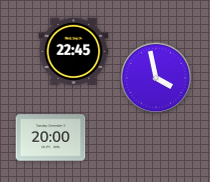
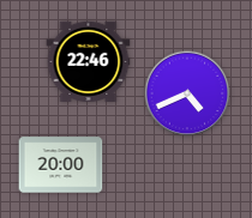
clock at (74, 51): 22:45 -> 22:46
clock at (156, 78): 3:58 -> 4:41
